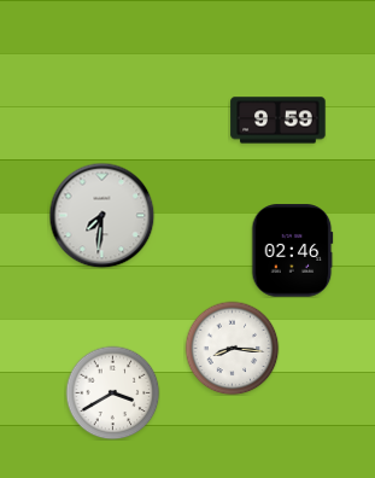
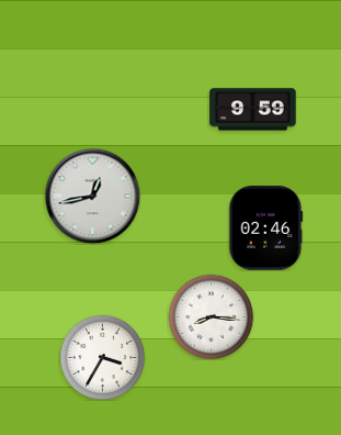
clock at (101, 215): 7:31 -> 12:43
clock at (112, 392): 3:40 -> 3:35
